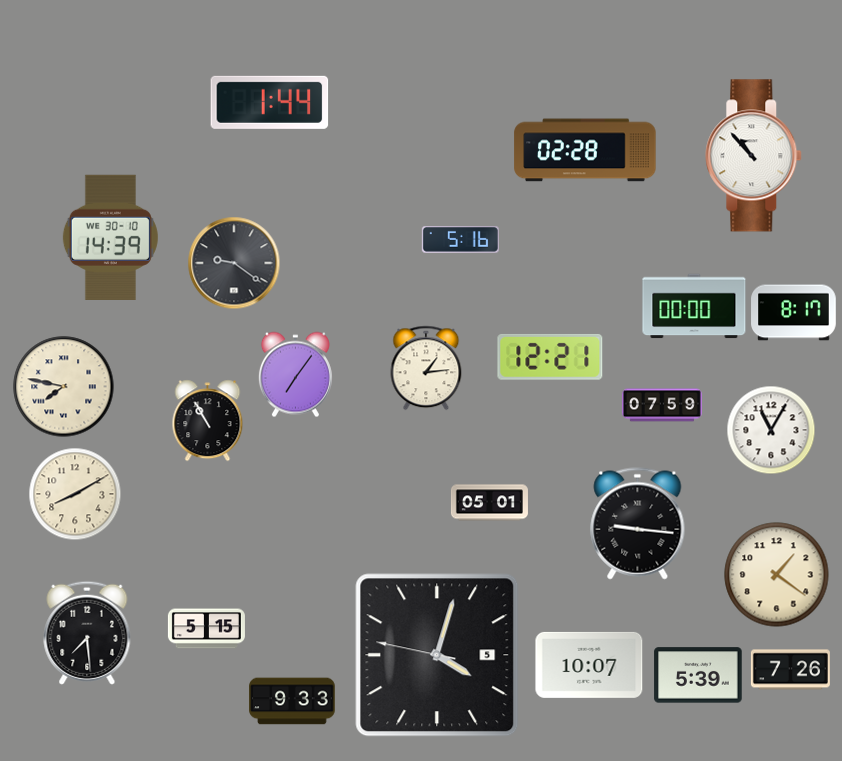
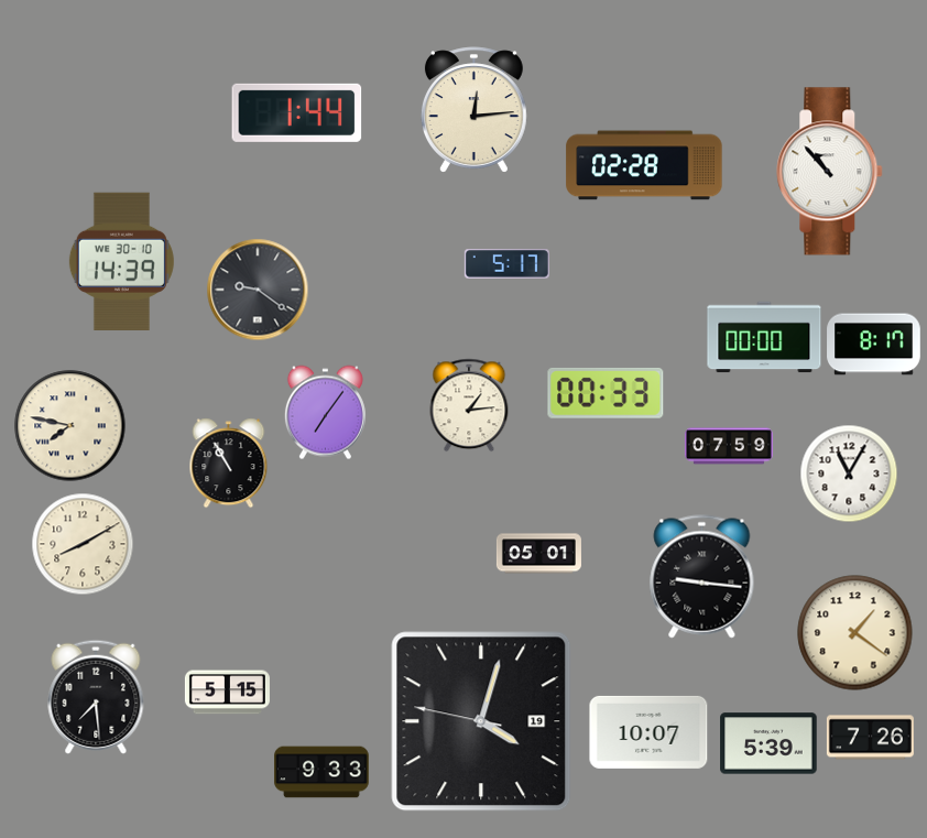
clock at (473, 110): none -> 12:14
clock at (460, 240): 5:16 -> 5:17
clock at (550, 357): 12:21 -> 00:33
clock at (437, 655) date: 5 -> 19
